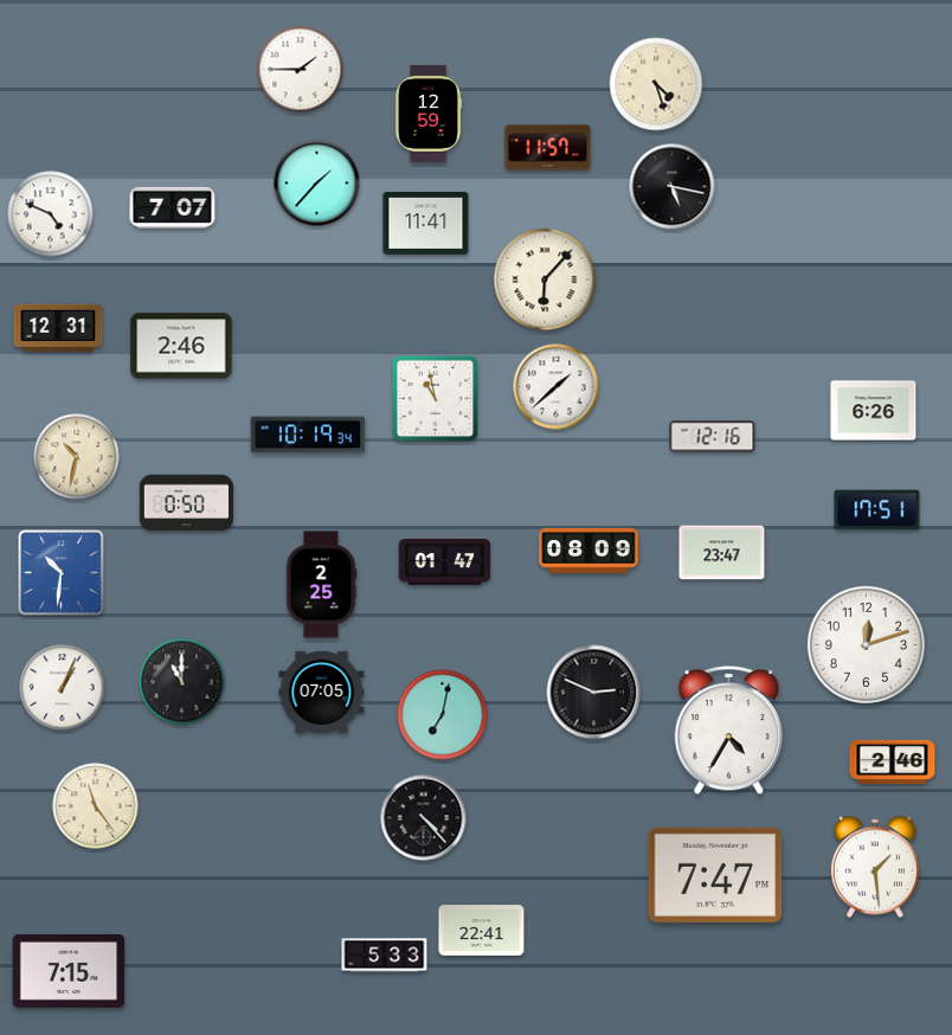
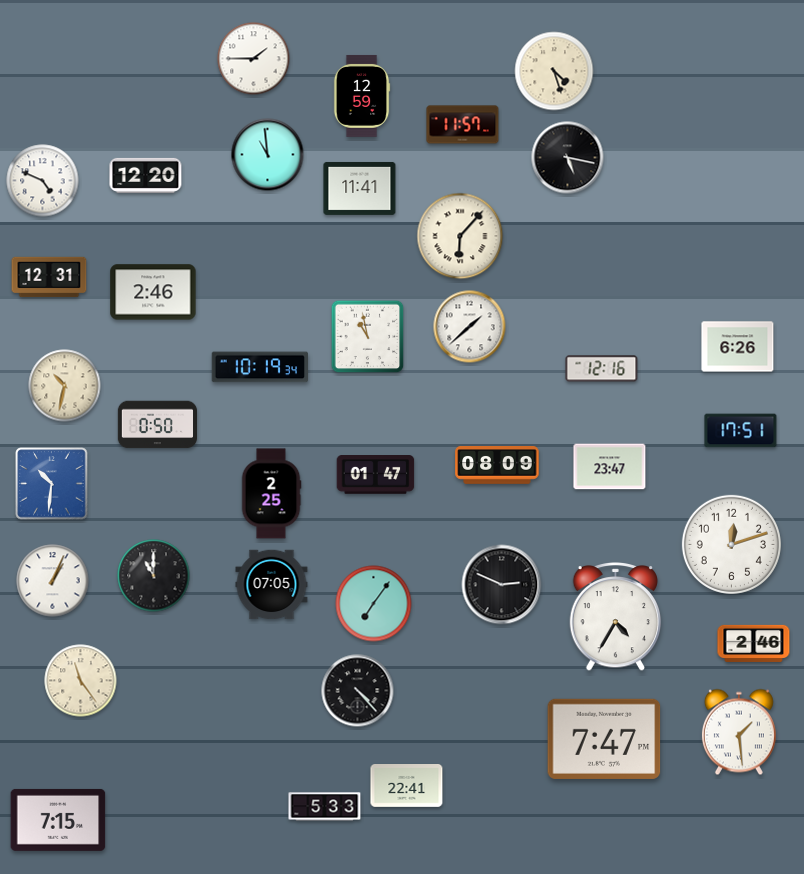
clock at (317, 184): 1:37 -> 10:59
clock at (173, 207): 7:07 -> 12:20
clock at (443, 715): 7:02 -> 7:06
